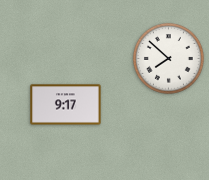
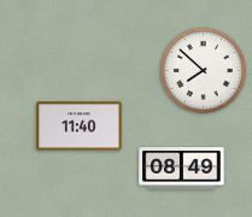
clock at (66, 105): 9:17 -> 11:40
clock at (182, 169): none -> 08:49
